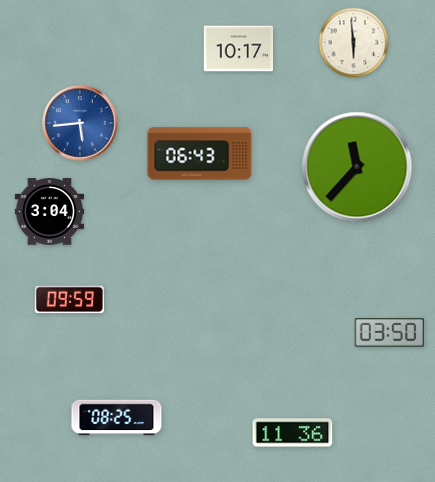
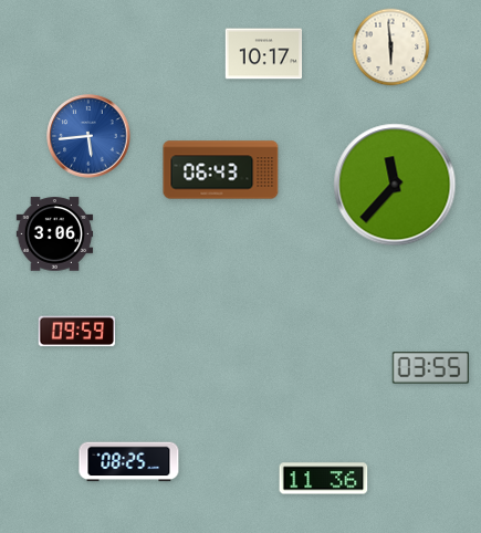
clock at (50, 212): 3:04 -> 3:06
clock at (389, 333): 03:50 -> 03:55
